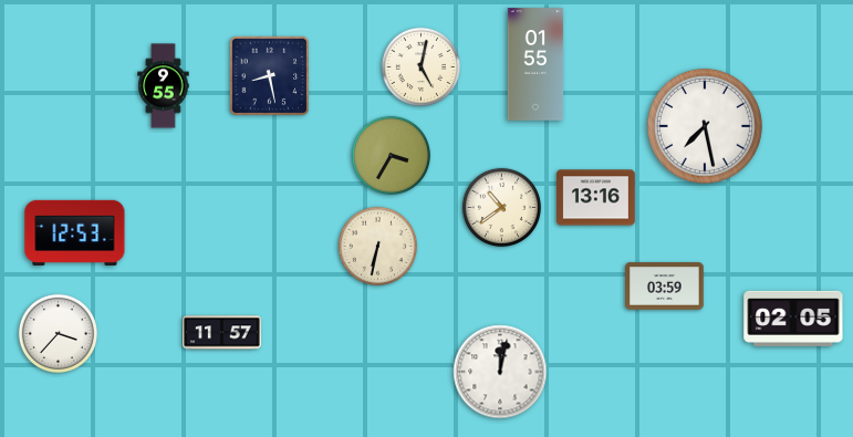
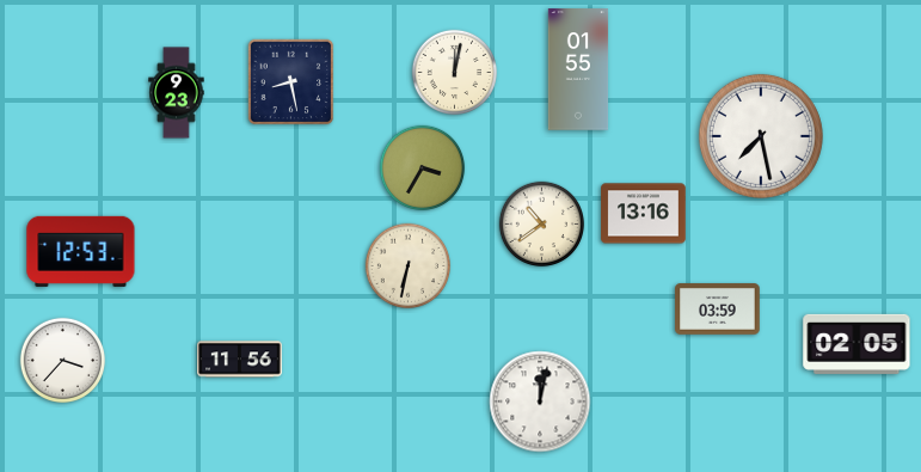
clock at (422, 67): 5:02 -> 12:02
clock at (164, 86): 9:55 -> 9:23
clock at (222, 333): 11:57 -> 11:56
